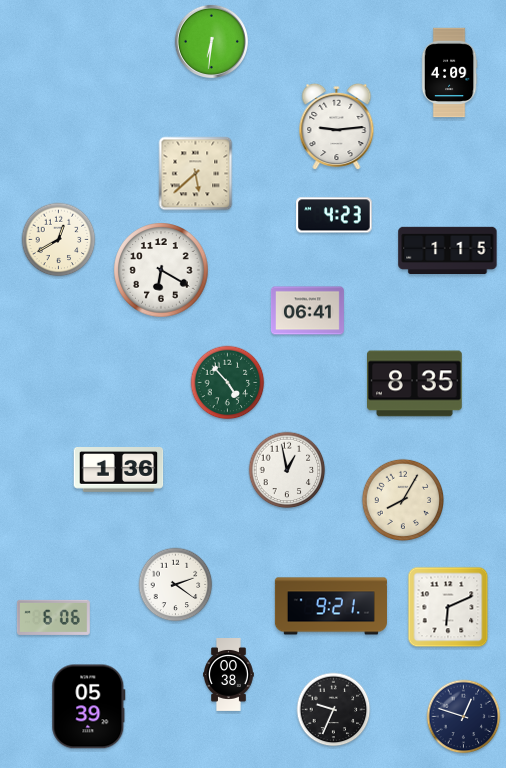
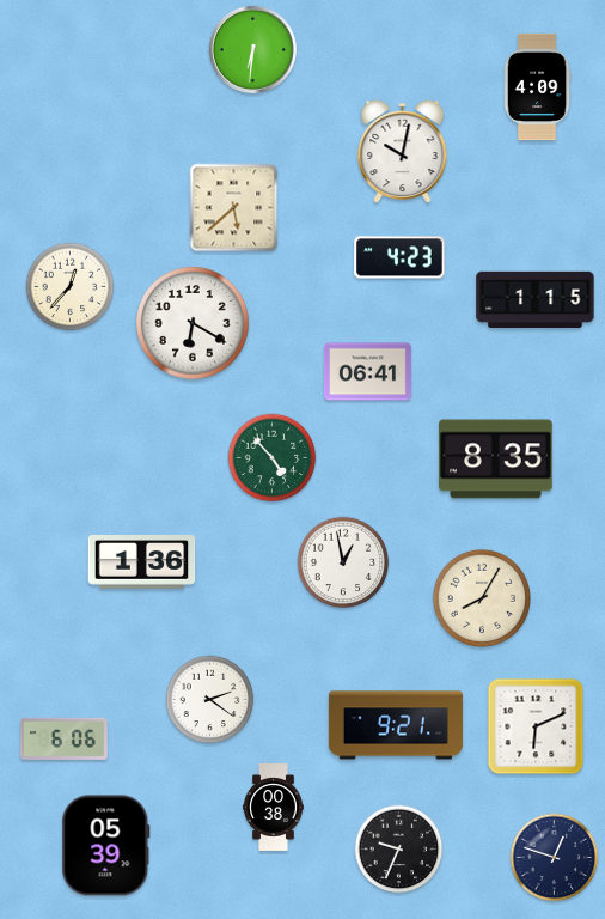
clock at (337, 127): 9:14 -> 10:02
clock at (59, 240): 12:40 -> 12:37
